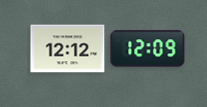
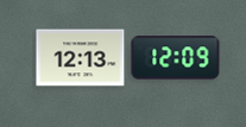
clock at (68, 49): 12:12 -> 12:13
